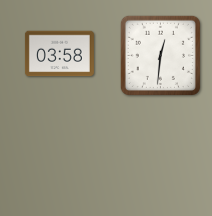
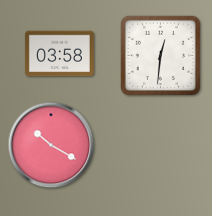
clock at (51, 145): none -> 10:20
